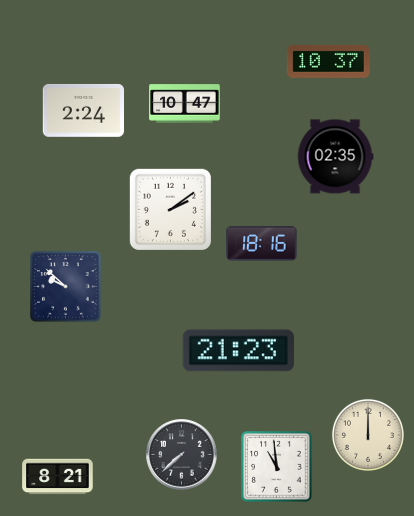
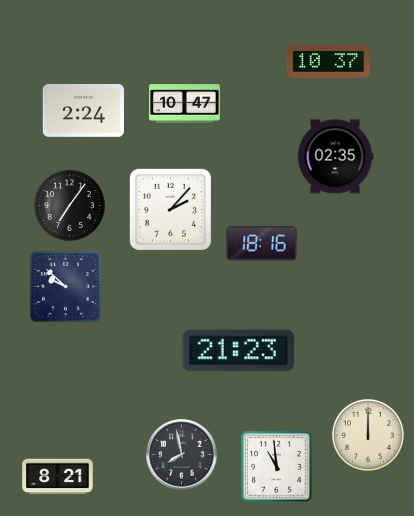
clock at (69, 205): none -> 7:06
clock at (170, 209): 2:09 -> 2:07
clock at (182, 455): 7:38 -> 7:58
